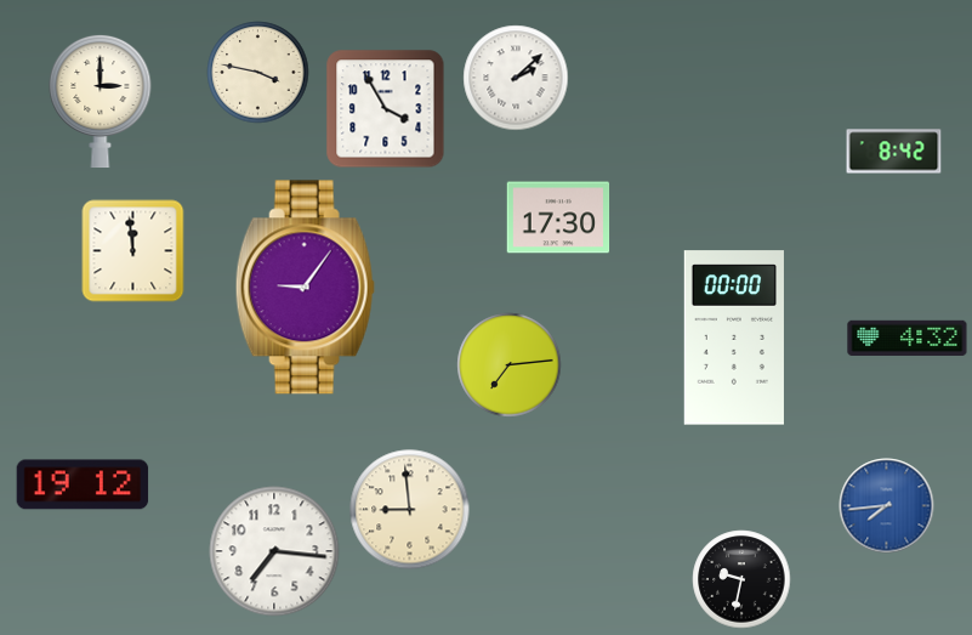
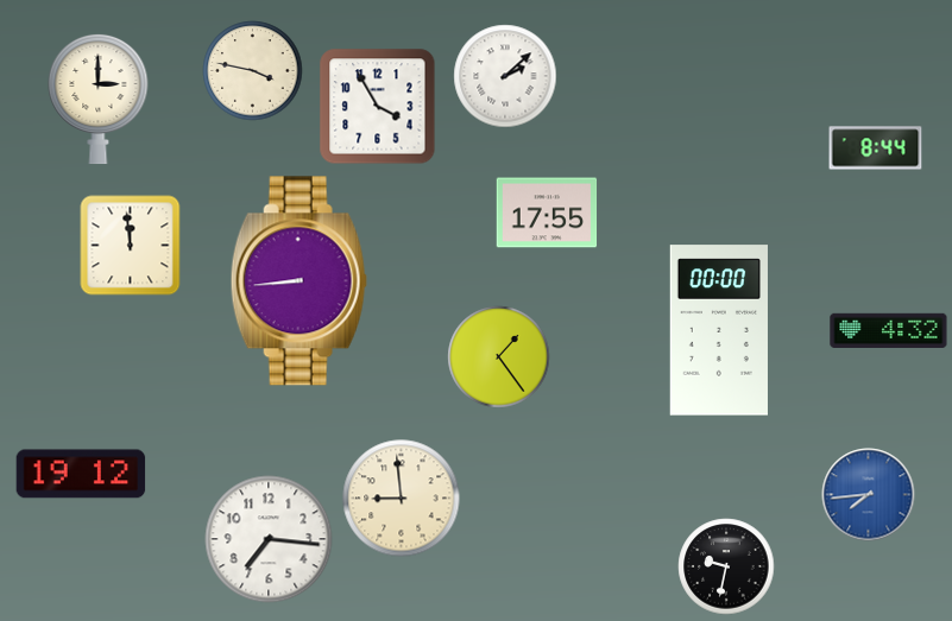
clock at (894, 152): 8:42 -> 8:44
clock at (558, 217): 17:30 -> 17:55
clock at (305, 288): 9:06 -> 8:44
clock at (510, 365): 7:14 -> 1:24
